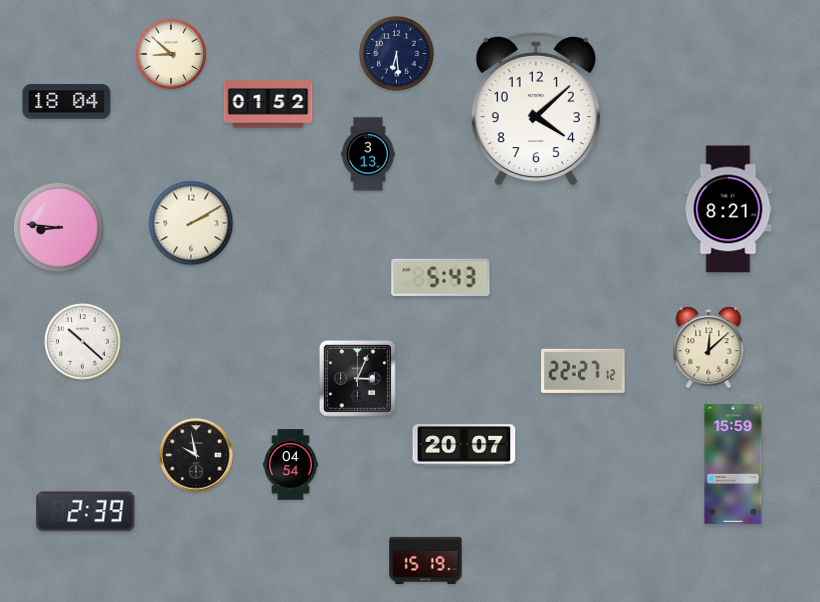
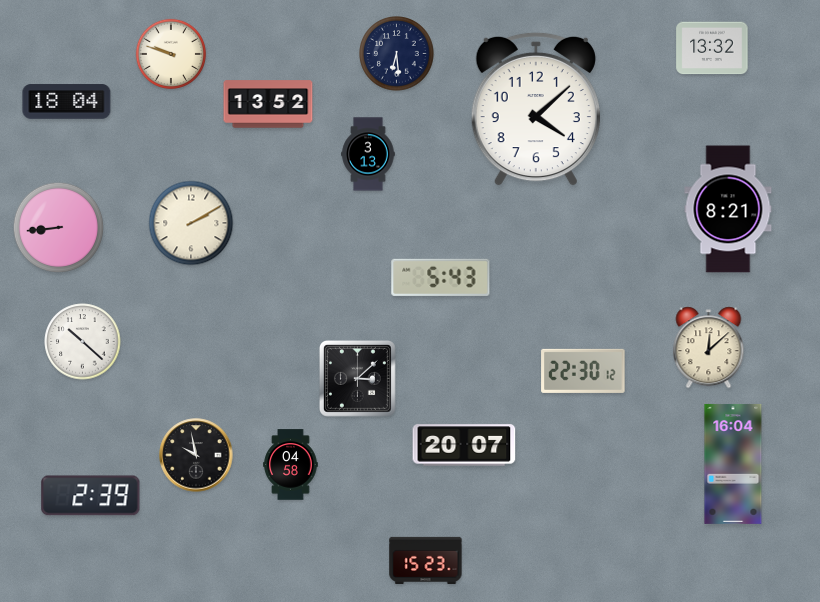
clock at (712, 48): none -> 13:32
clock at (171, 54): 8:52 -> 9:48
clock at (268, 104): 01:52 -> 13:52
clock at (59, 228): 8:46 -> 8:44
clock at (583, 371): 22:27 -> 22:30
clock at (358, 379): 3:04 -> 3:08
clock at (733, 464): 15:59 -> 16:04
clock at (291, 465): 04:54 -> 04:58
clock at (86, 512) position: (86, 512) -> (91, 496)
clock at (426, 560): 15:19 -> 15:23
